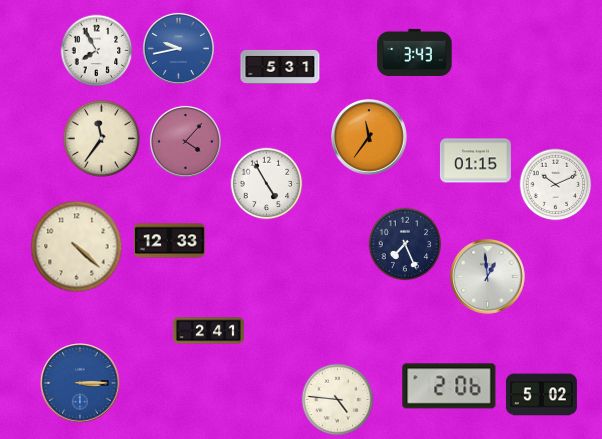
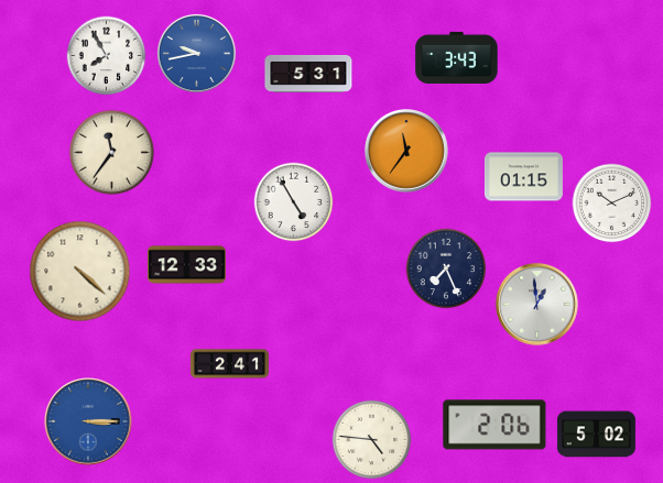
clock at (185, 141): 4:07 -> none
clock at (77, 247) position: (77, 247) -> (80, 272)
